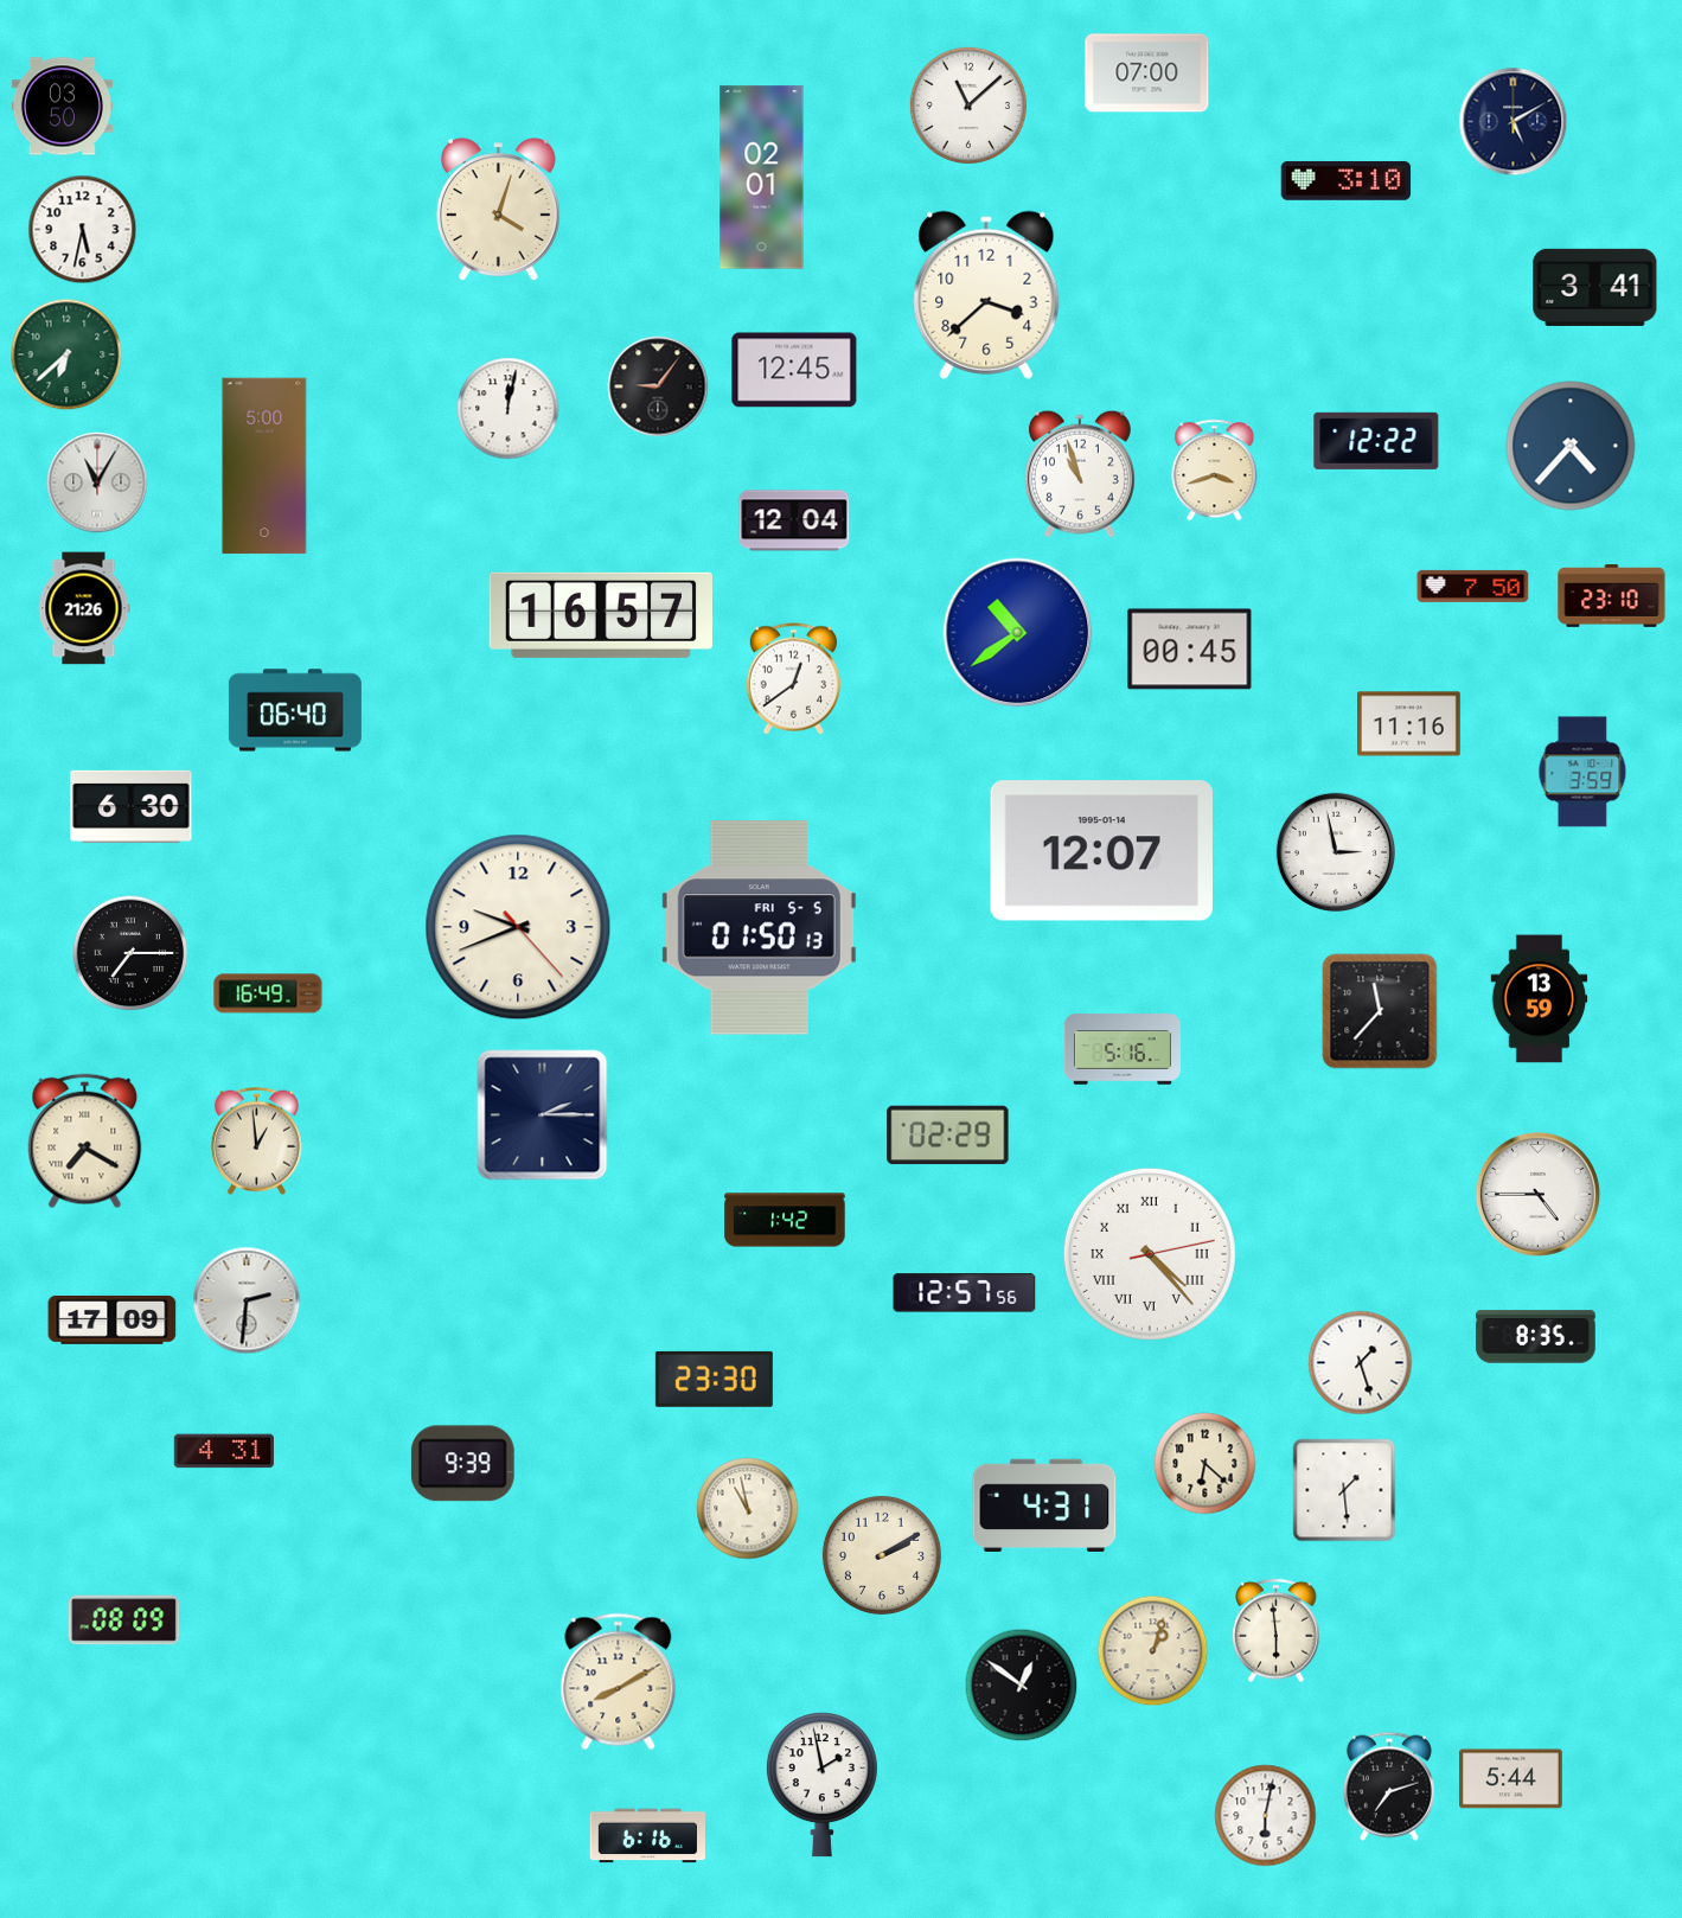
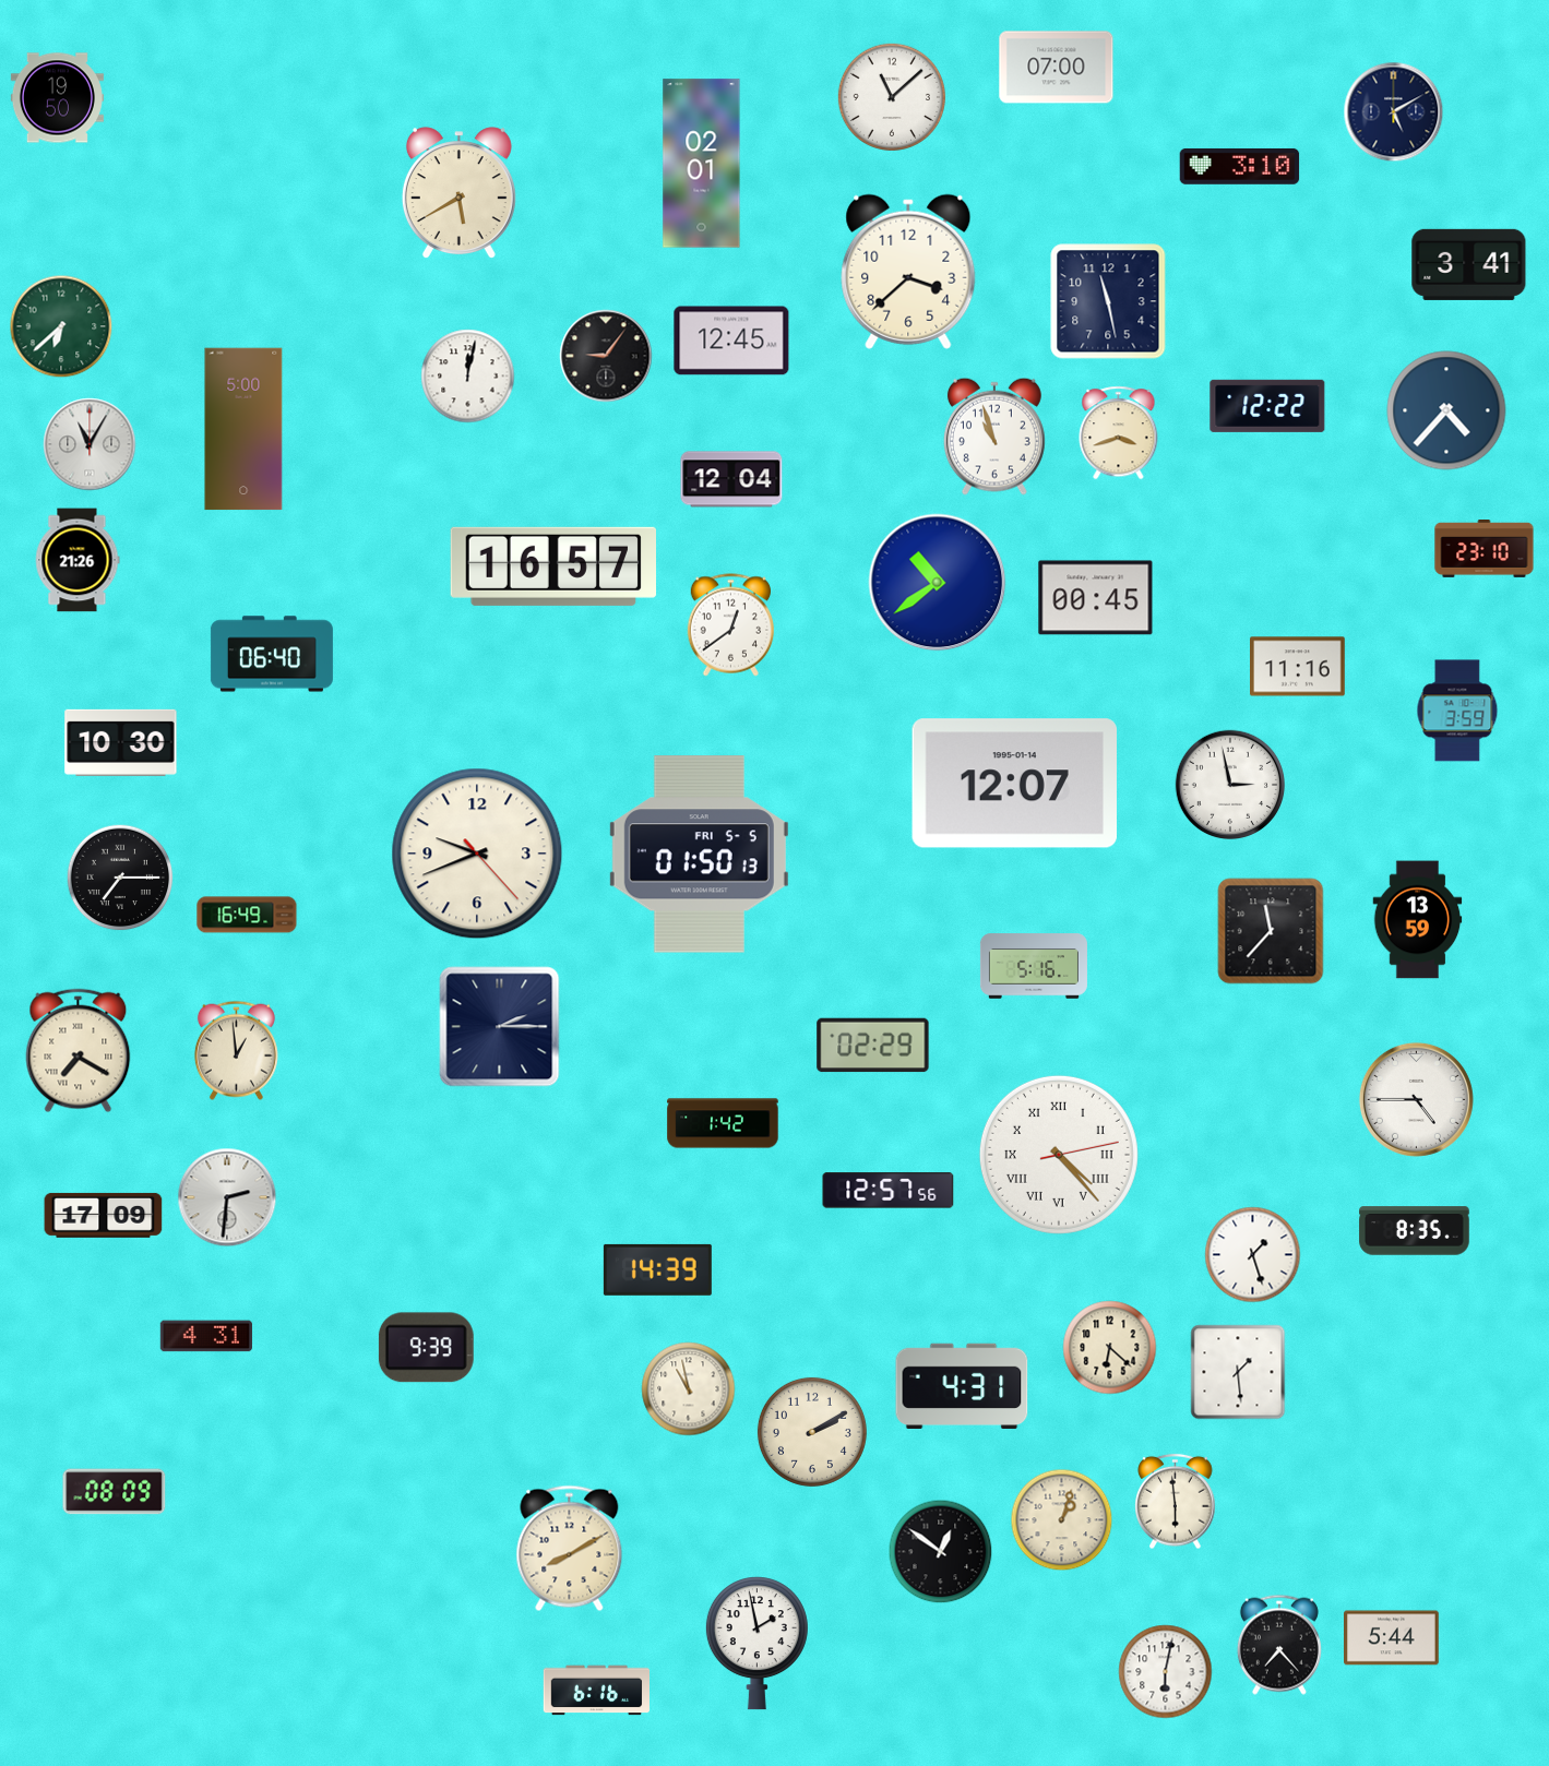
clock at (62, 107): 03:50 -> 19:50
clock at (498, 210): 4:03 -> 5:40
clock at (83, 230): 5:32 -> none
clock at (1108, 301): none -> 11:28
clock at (1473, 586): 7:50 -> none
clock at (132, 806): 6:30 -> 10:30
clock at (714, 1379): 23:30 -> 14:39
clock at (1389, 1786): 7:12 -> 7:23
